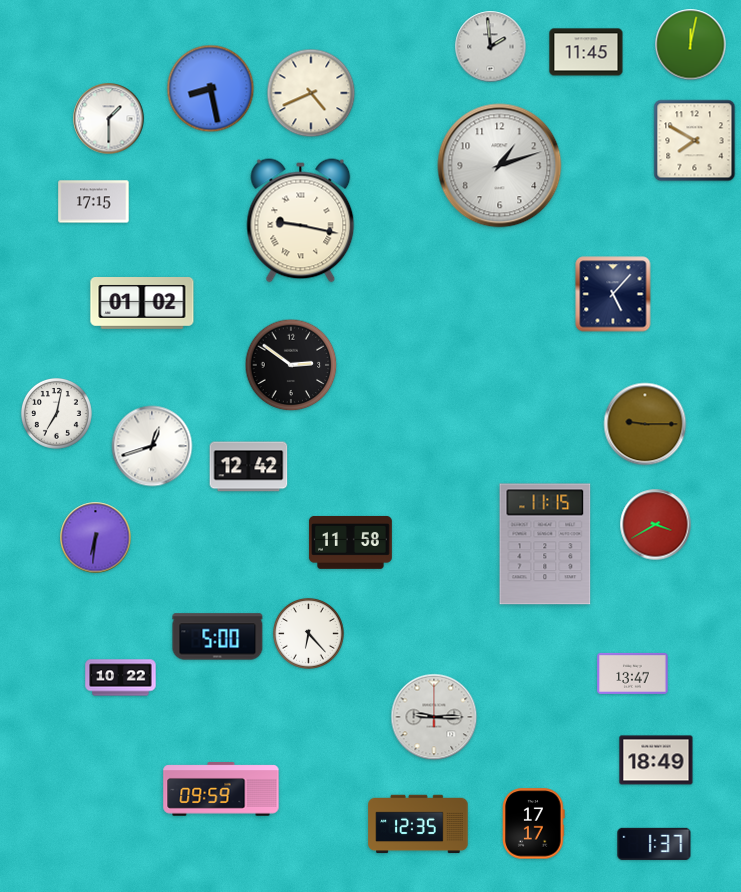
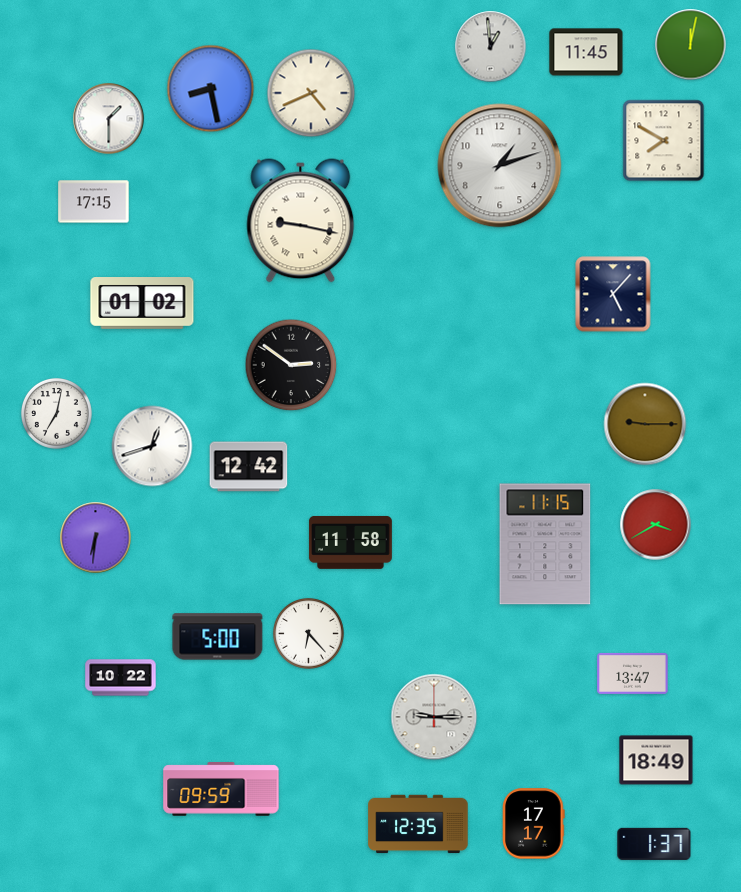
clock at (491, 47): 1:59 -> 12:59
clock at (695, 141) position: (695, 141) -> (664, 141)
